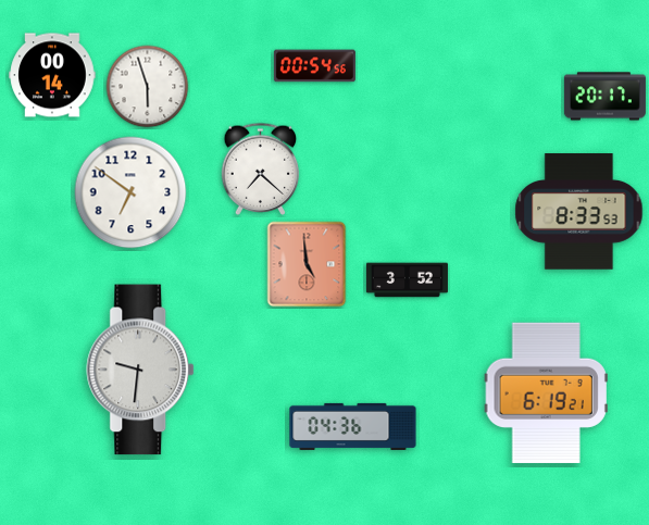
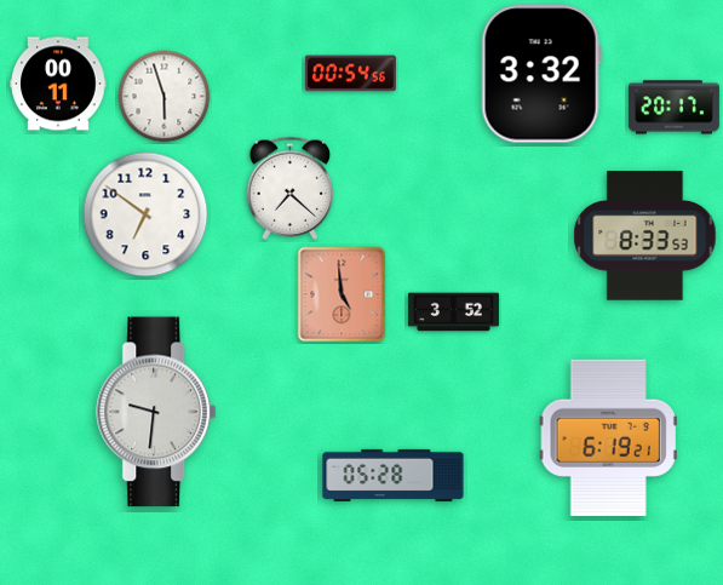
clock at (541, 74): none -> 3:32
clock at (52, 75): 00:14 -> 00:11
clock at (353, 426): 04:36 -> 05:28
